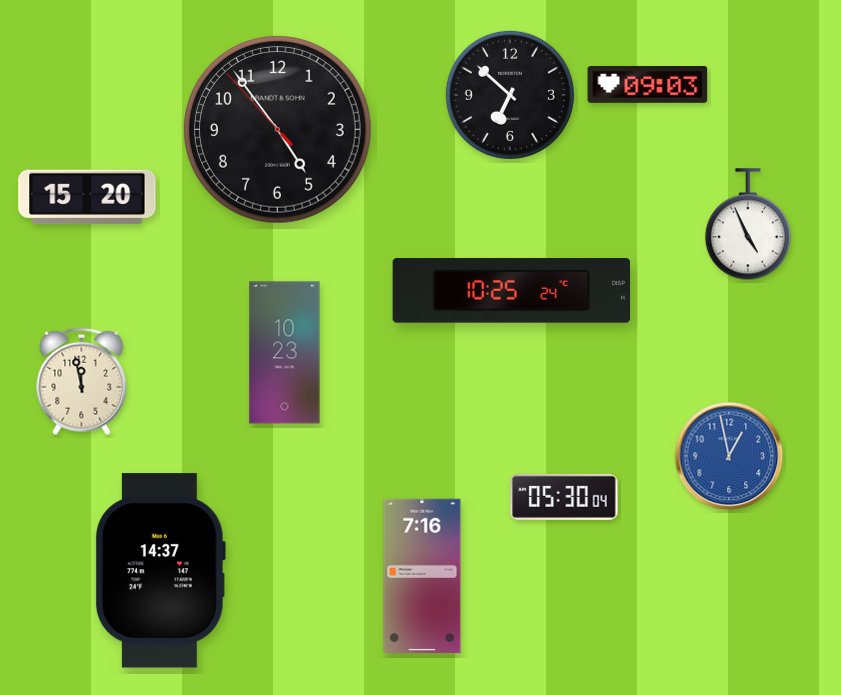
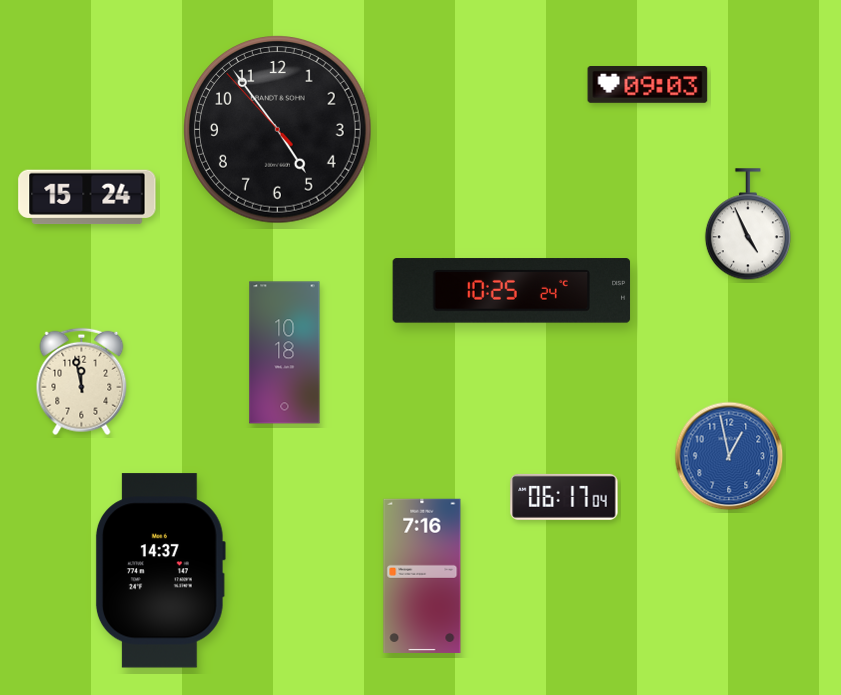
clock at (510, 95): 6:52 -> none
clock at (87, 197): 15:20 -> 15:24
clock at (285, 353): 10:23 -> 10:18
clock at (564, 497): 05:30 -> 06:17
